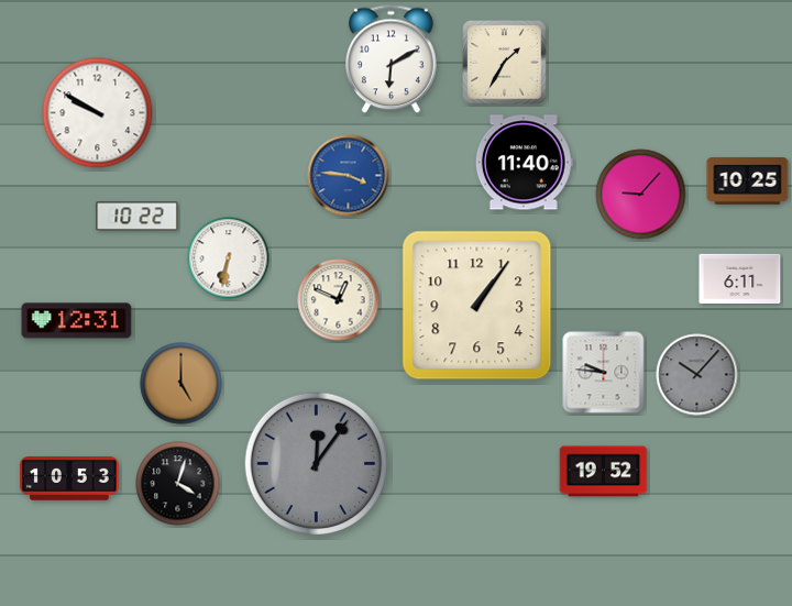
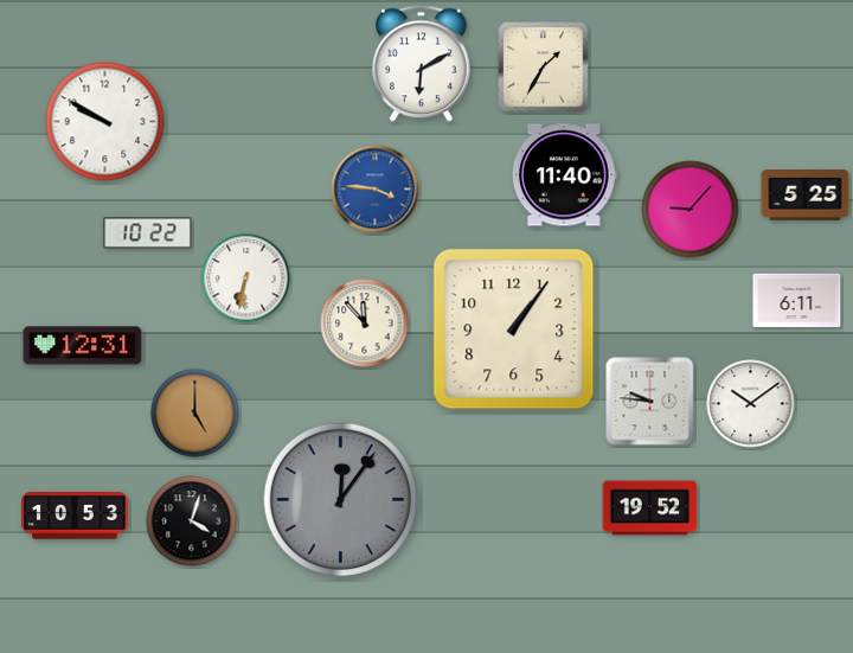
clock at (748, 181): 10:25 -> 5:25
clock at (339, 300): 12:49 -> 11:53
clock at (697, 375): 10:07 -> 10:09
clock at (697, 375) dial: grey -> white
